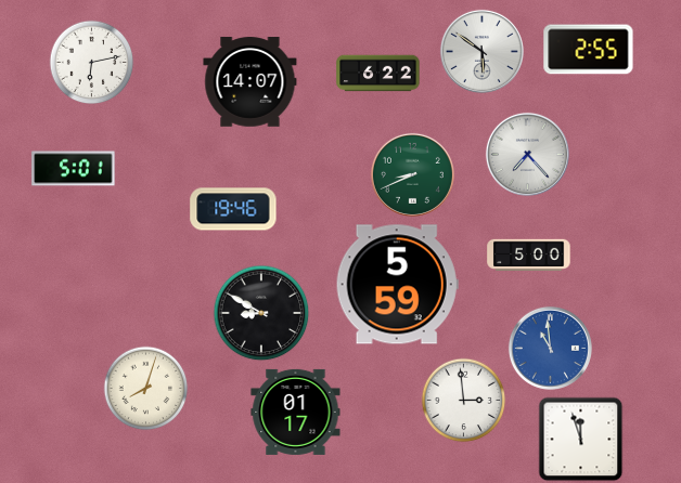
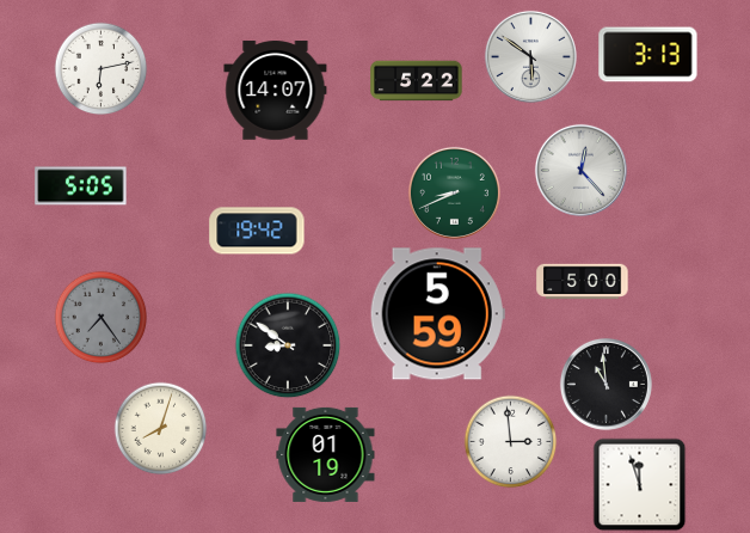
clock at (589, 50): 2:55 -> 3:13
clock at (378, 74): 6:22 -> 5:22
clock at (527, 154): 7:23 -> 12:23
clock at (74, 169): 5:01 -> 5:05
clock at (233, 209): 19:46 -> 19:42
clock at (100, 317): none -> 7:24
clock at (261, 313): 8:50 -> 8:51
clock at (550, 348) dial: blue -> black
clock at (296, 412): 01:17 -> 01:19
